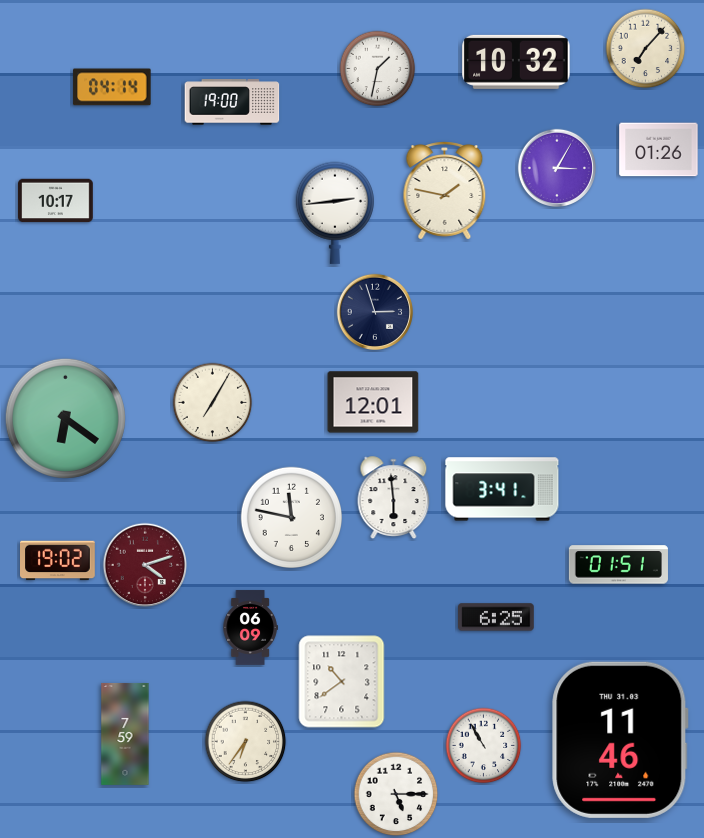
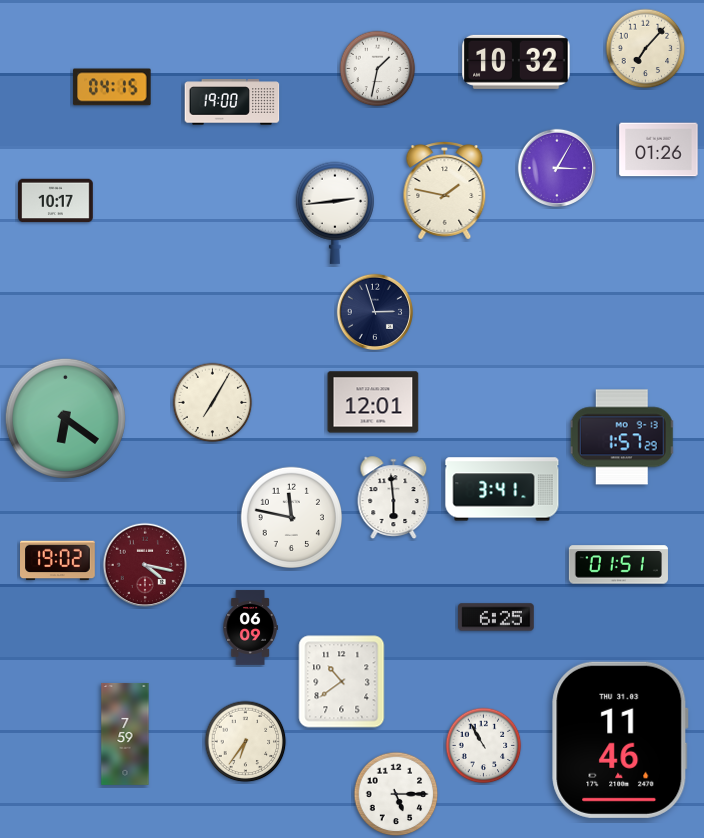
clock at (112, 87): 04:14 -> 04:15
clock at (622, 437): none -> 1:57
clock at (145, 565): 4:12 -> 4:17
